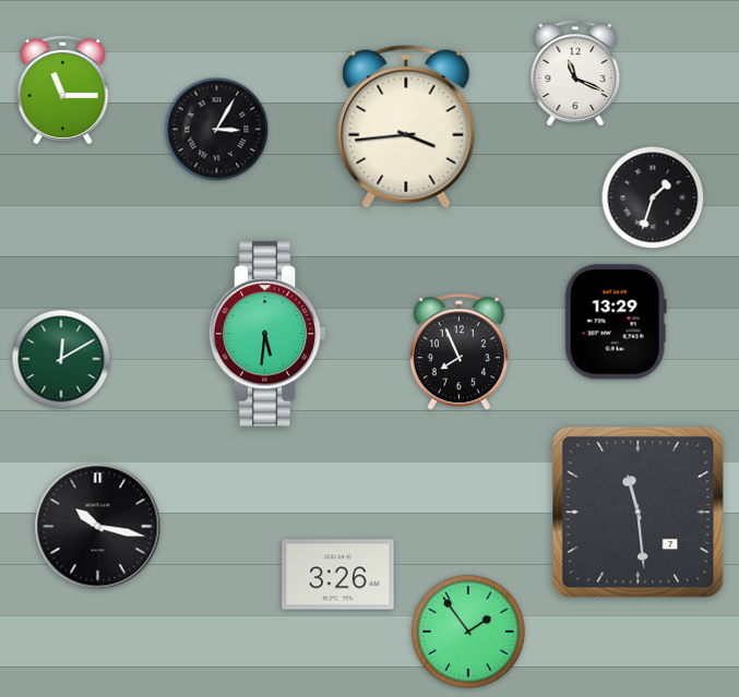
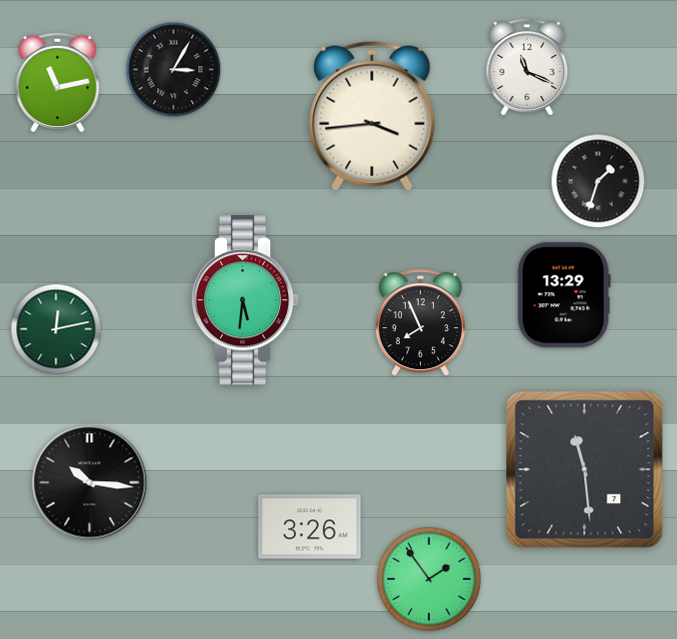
clock at (63, 89): 11:15 -> 11:13
clock at (217, 130) position: (217, 130) -> (174, 70)
clock at (267, 334) position: (267, 334) -> (245, 300)
clock at (61, 359): 12:10 -> 12:13
clock at (98, 527): 10:17 -> 10:16
